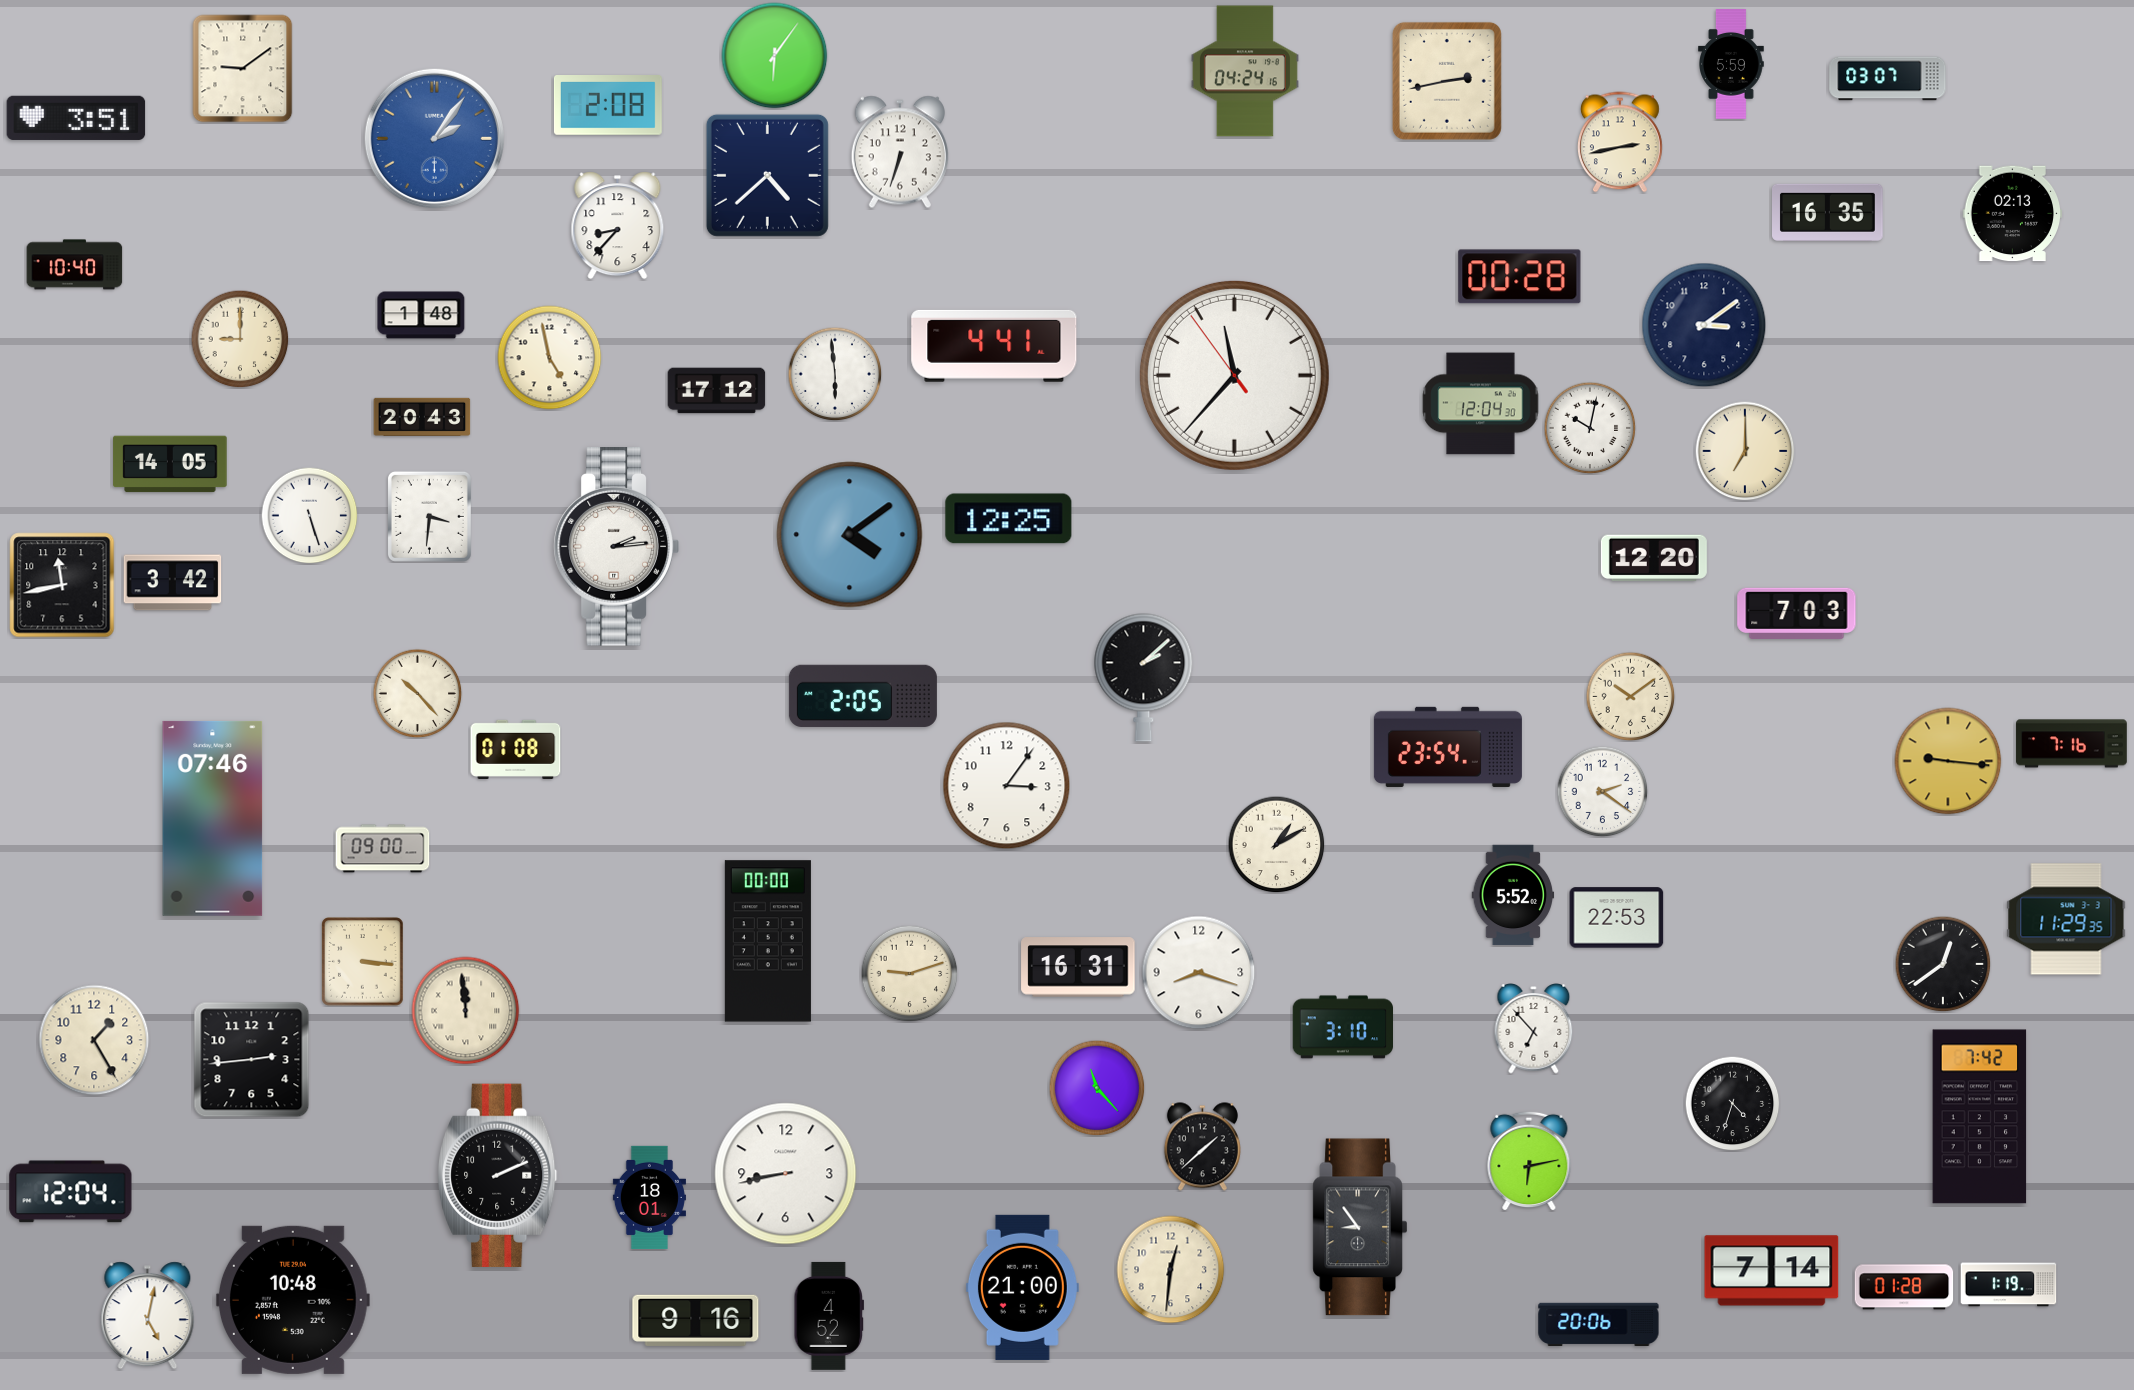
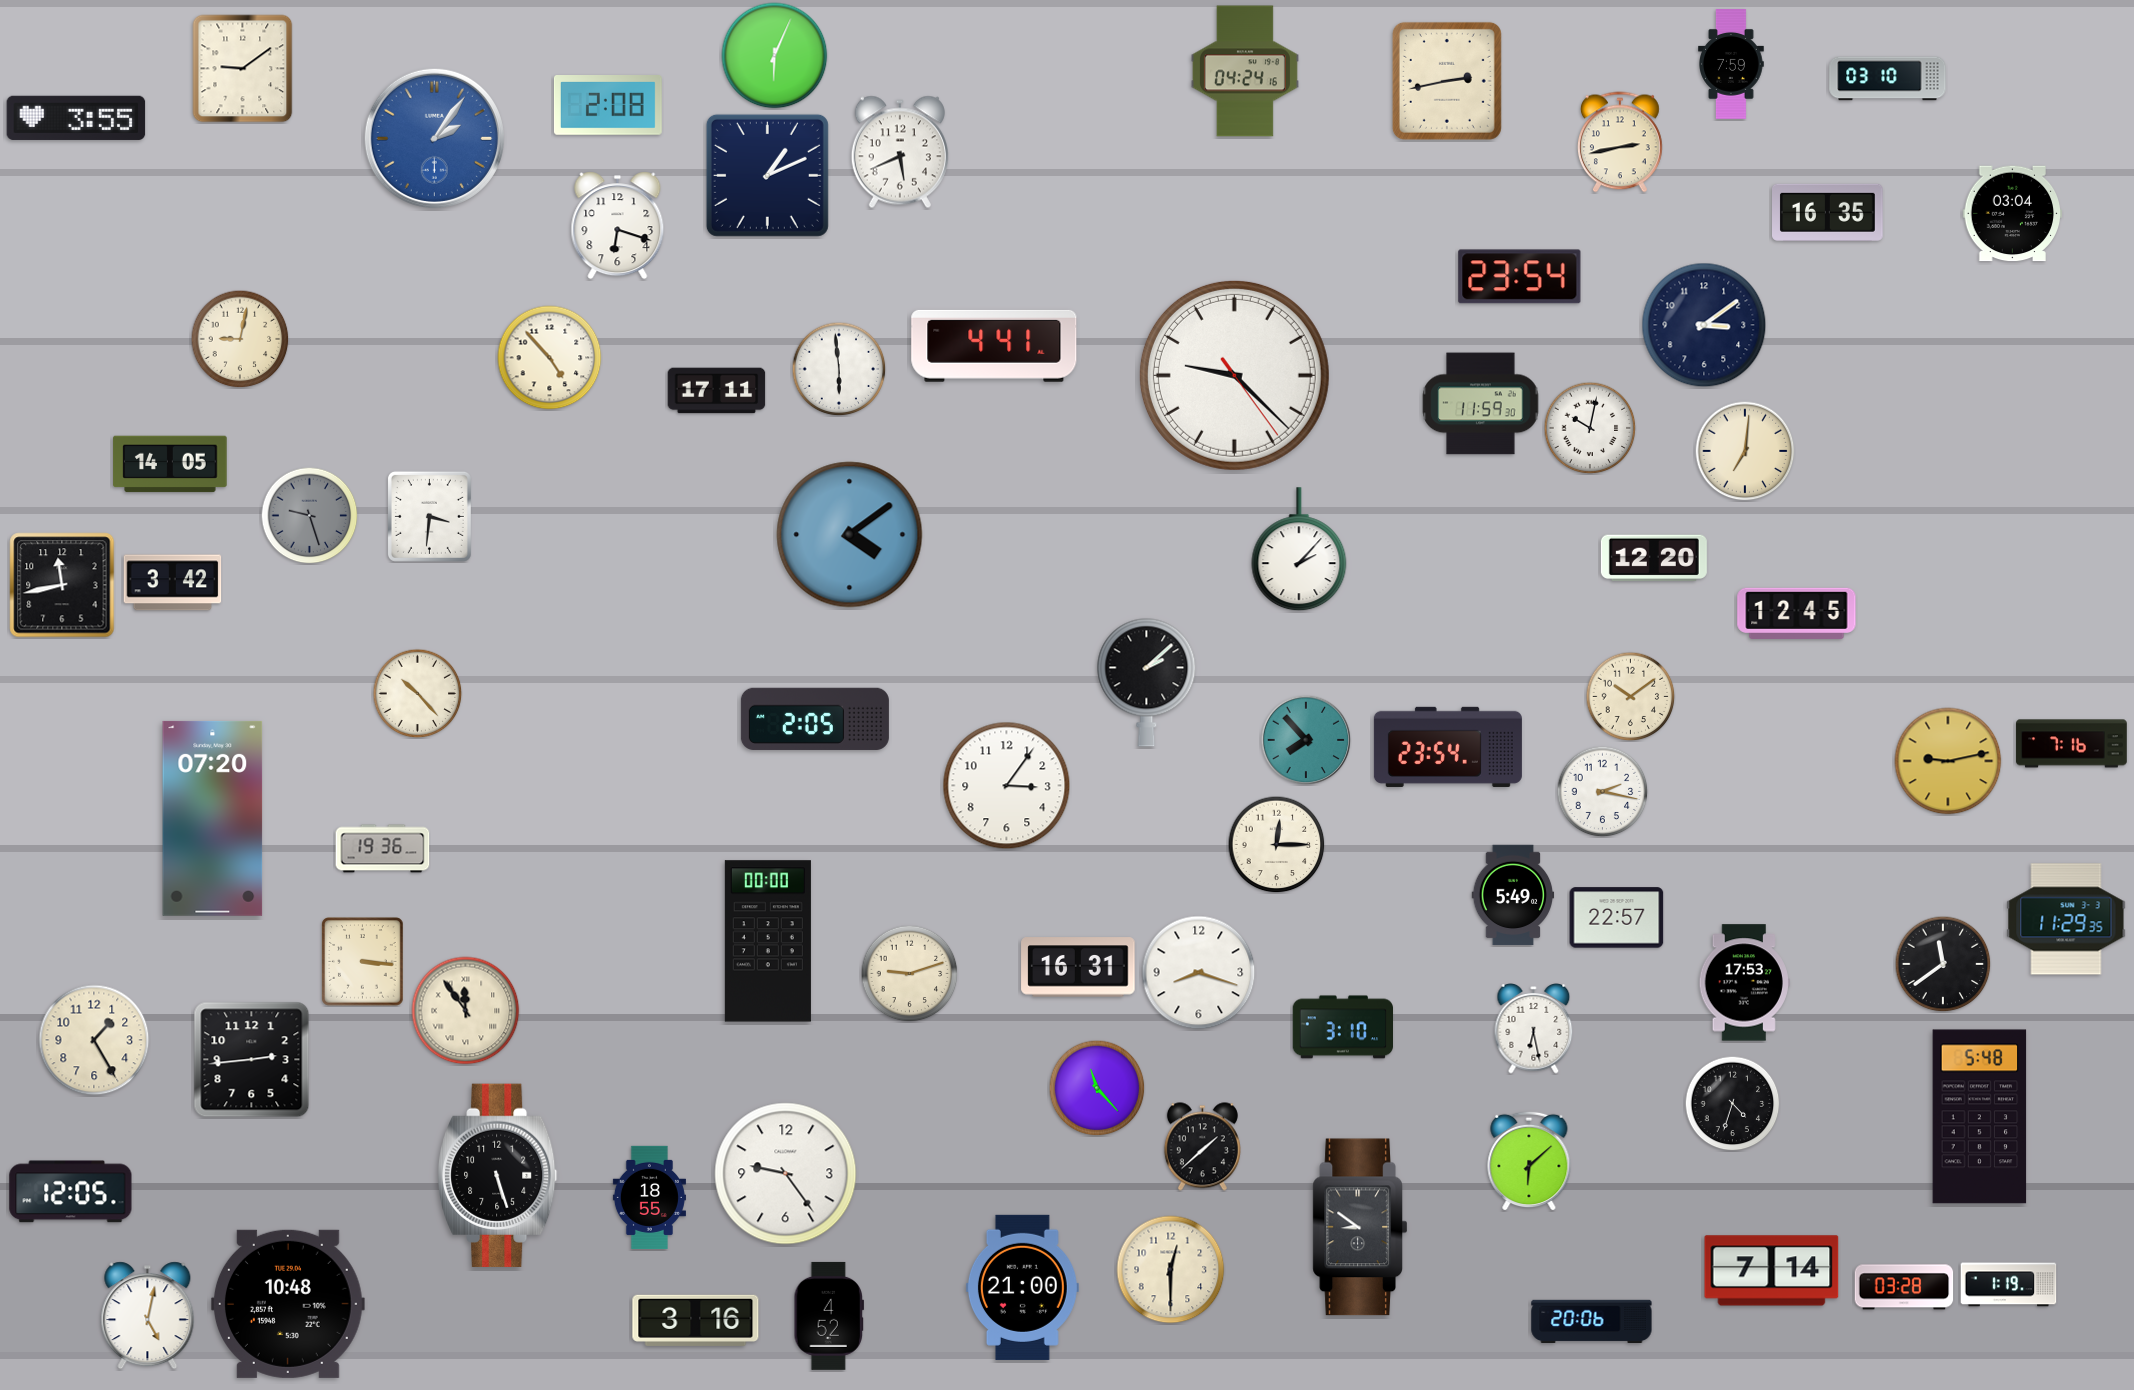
clock at (775, 56): 6:06 -> 6:04
clock at (1732, 65): 5:59 -> 7:59
clock at (1888, 79): 03:07 -> 03:10
clock at (76, 117): 3:51 -> 3:55
clock at (900, 152): 6:33 -> 5:41
clock at (767, 175): 4:38 -> 1:11
clock at (2013, 214): 02:13 -> 03:04
clock at (618, 226): 8:37 -> 6:18
clock at (75, 265): 10:40 -> none
clock at (1520, 277): 00:28 -> 23:54
clock at (421, 315): 1:48 -> none
clock at (240, 339): 9:00 -> 9:02
clock at (550, 358): 4:58 -> 4:53
clock at (835, 374) position: (835, 374) -> (839, 369)
clock at (1234, 375): 11:36 -> 9:22
clock at (717, 391): 17:12 -> 17:11
clock at (1481, 404): 12:04 -> 11:59
clock at (422, 417): 20:43 -> none
clock at (1745, 451): 7:00 -> 7:01
clock at (309, 515): 5:27 -> 9:27
clock at (309, 515) dial: white -> grey
clock at (1009, 519): 12:25 -> none
clock at (616, 547): 2:14 -> none
clock at (1299, 550): none -> 2:07
clock at (1797, 613): 7:03 -> 12:45
clock at (1144, 677) position: (1144, 677) -> (1147, 682)
clock at (863, 695) position: (863, 695) -> (815, 718)
clock at (1306, 740): none -> 7:53
clock at (516, 749): 01:08 -> none
clock at (1948, 761): 9:16 -> 9:13
clock at (1602, 791): 2:21 -> 2:17
clock at (213, 818): 07:46 -> 07:20
clock at (1276, 844): 1:10 -> 12:15
clock at (383, 849): 09:00 -> 19:36
clock at (1513, 895): 5:52 -> 5:49
clock at (1617, 918): 22:53 -> 22:57
clock at (1943, 964): 12:39 -> 11:39
clock at (1744, 983): none -> 17:53
clock at (466, 1011): 11:59 -> 11:54
clock at (1534, 1029): 6:53 -> 6:28
clock at (1980, 1117): 7:42 -> 5:48
clock at (1529, 1161): 6:13 -> 6:08
clock at (786, 1174): 8:43 -> 9:24
clock at (498, 1175): 2:11 -> 5:27
clock at (71, 1192): 12:04 -> 12:05
clock at (649, 1197): 18:01 -> 18:55
clock at (1360, 1227): 8:54 -> 8:51
clock at (1171, 1270): 12:31 -> 12:30
clock at (1904, 1287): 01:28 -> 03:28
clock at (293, 1300) position: (293, 1300) -> (288, 1304)
clock at (696, 1320): 9:16 -> 3:16
clock at (1599, 1324) position: (1599, 1324) -> (1592, 1321)
